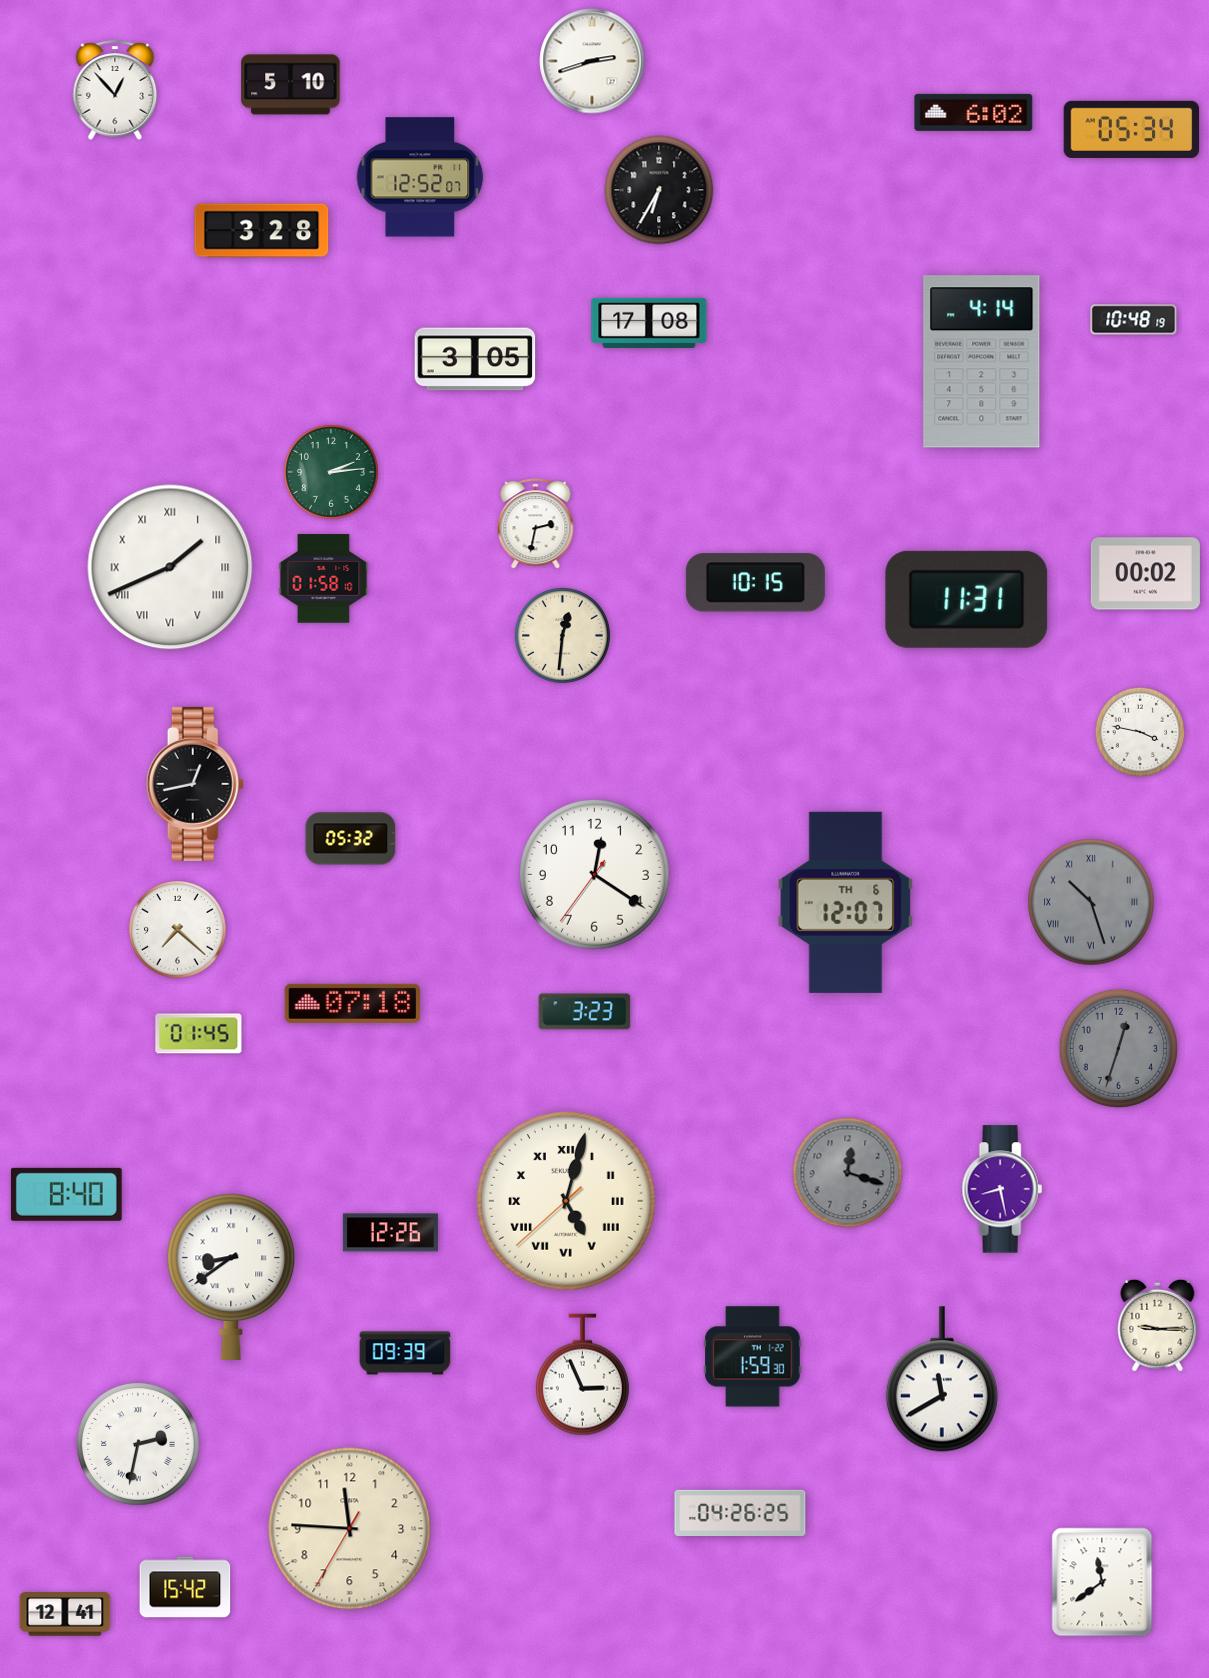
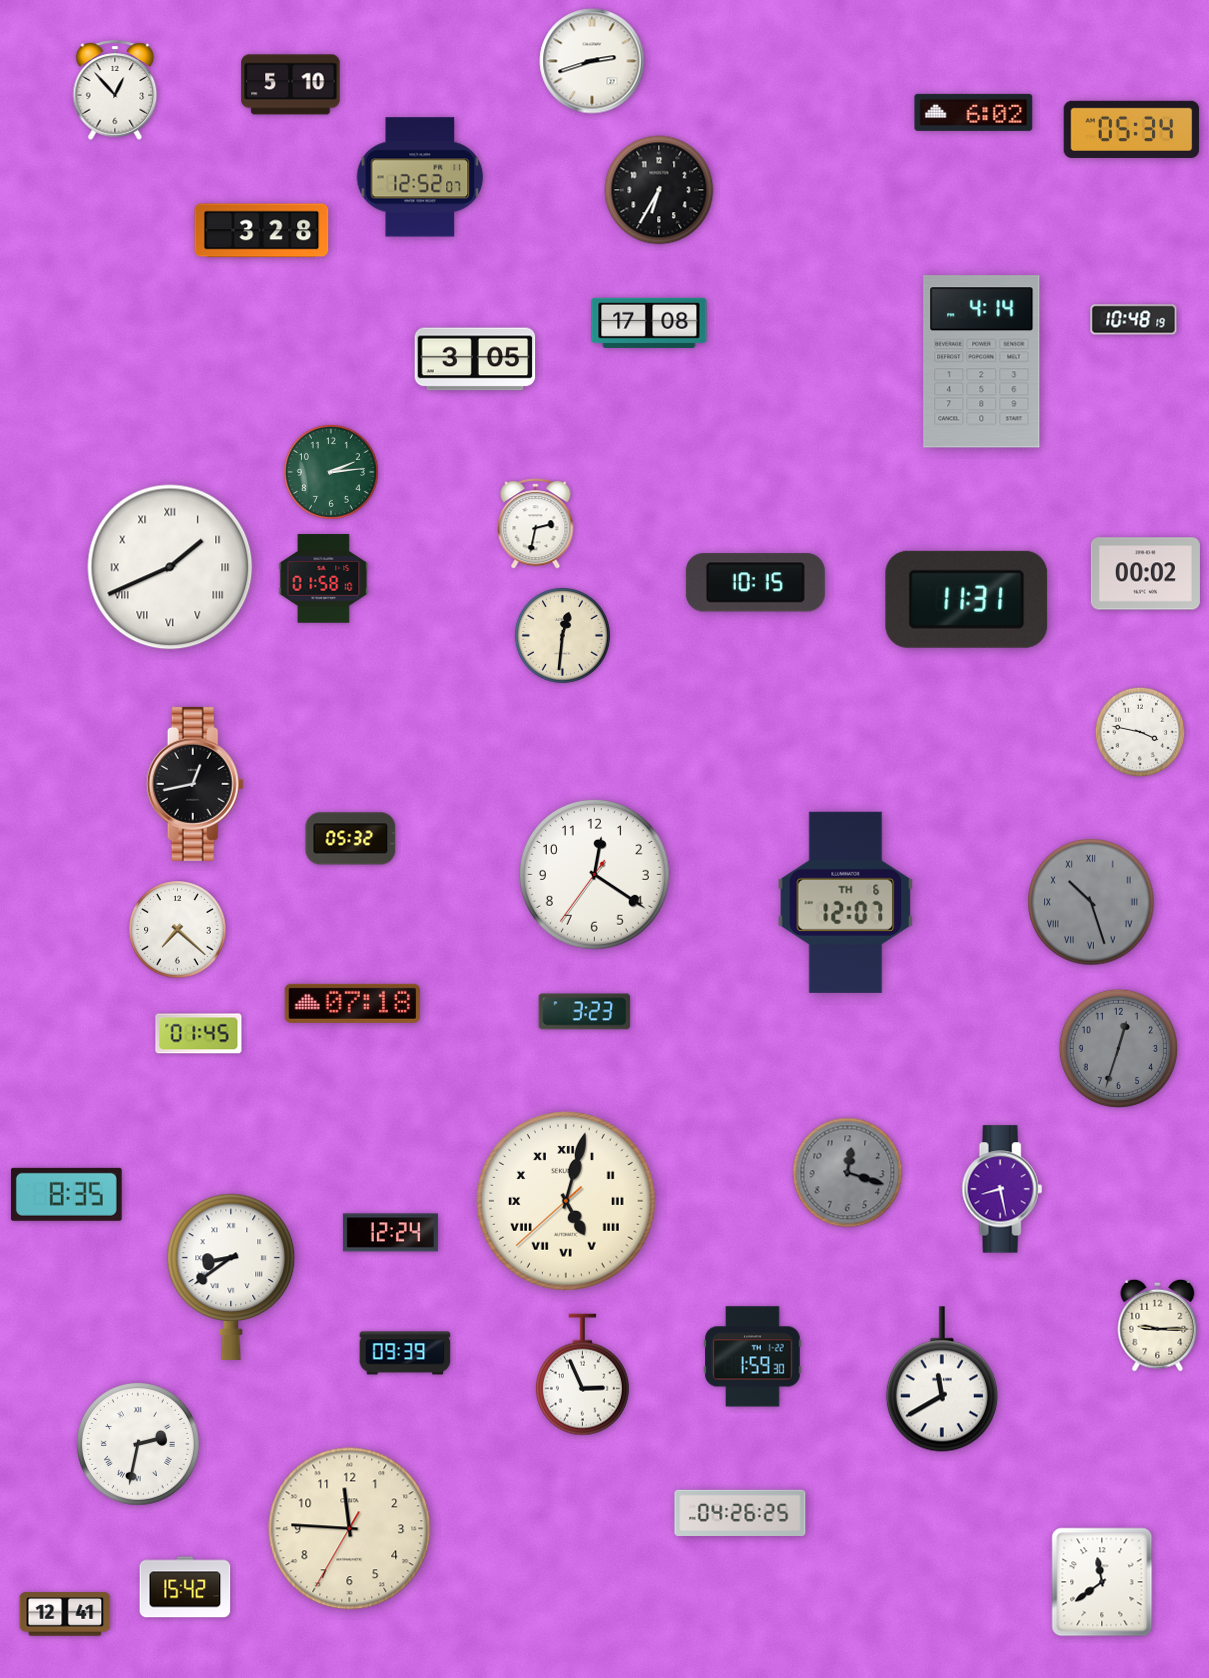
clock at (66, 1194): 8:40 -> 8:35
clock at (390, 1233): 12:26 -> 12:24
